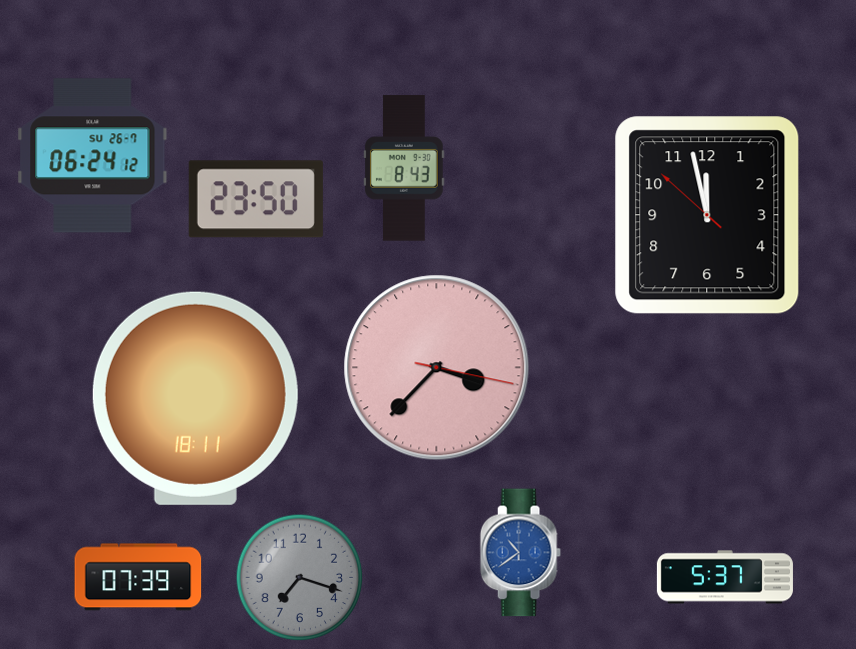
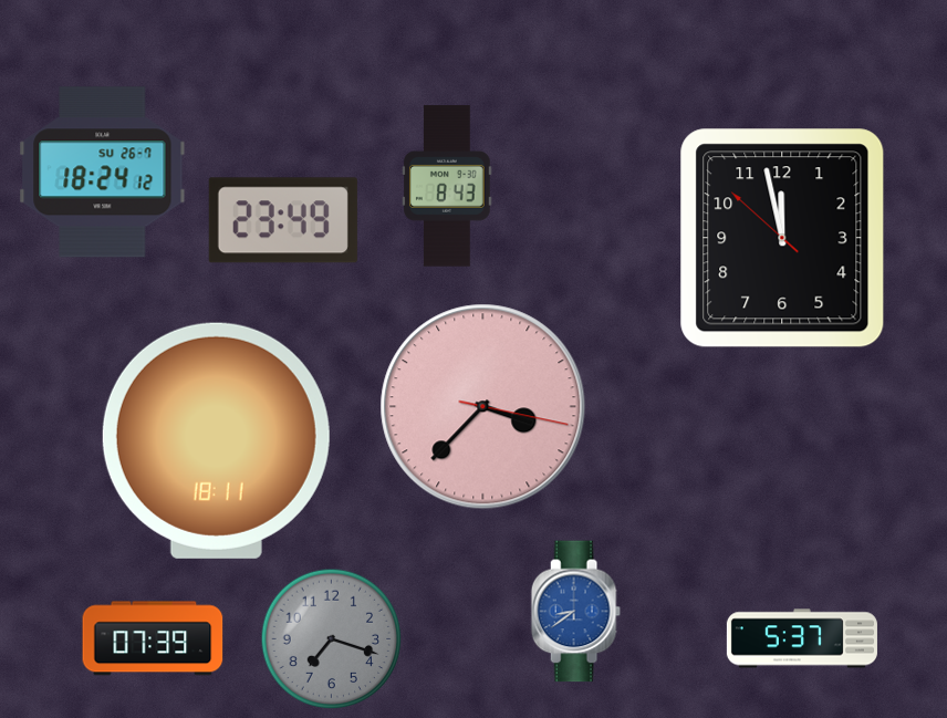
clock at (93, 156): 06:24 -> 18:24
clock at (256, 199): 23:50 -> 23:49
clock at (520, 553): 10:39 -> 8:39
